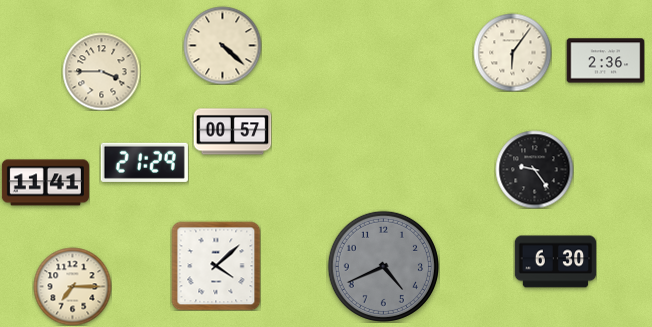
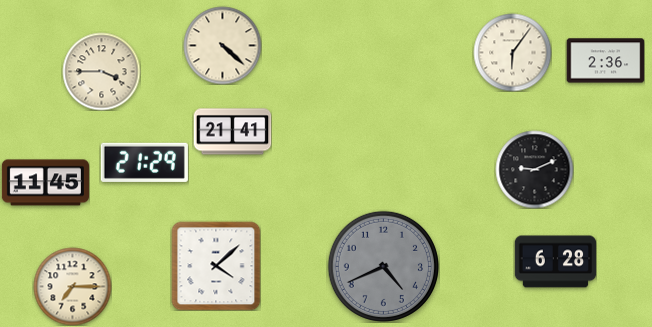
clock at (232, 132): 00:57 -> 21:41
clock at (534, 169): 9:24 -> 9:11
clock at (45, 183): 11:41 -> 11:45
clock at (555, 262): 6:30 -> 6:28
